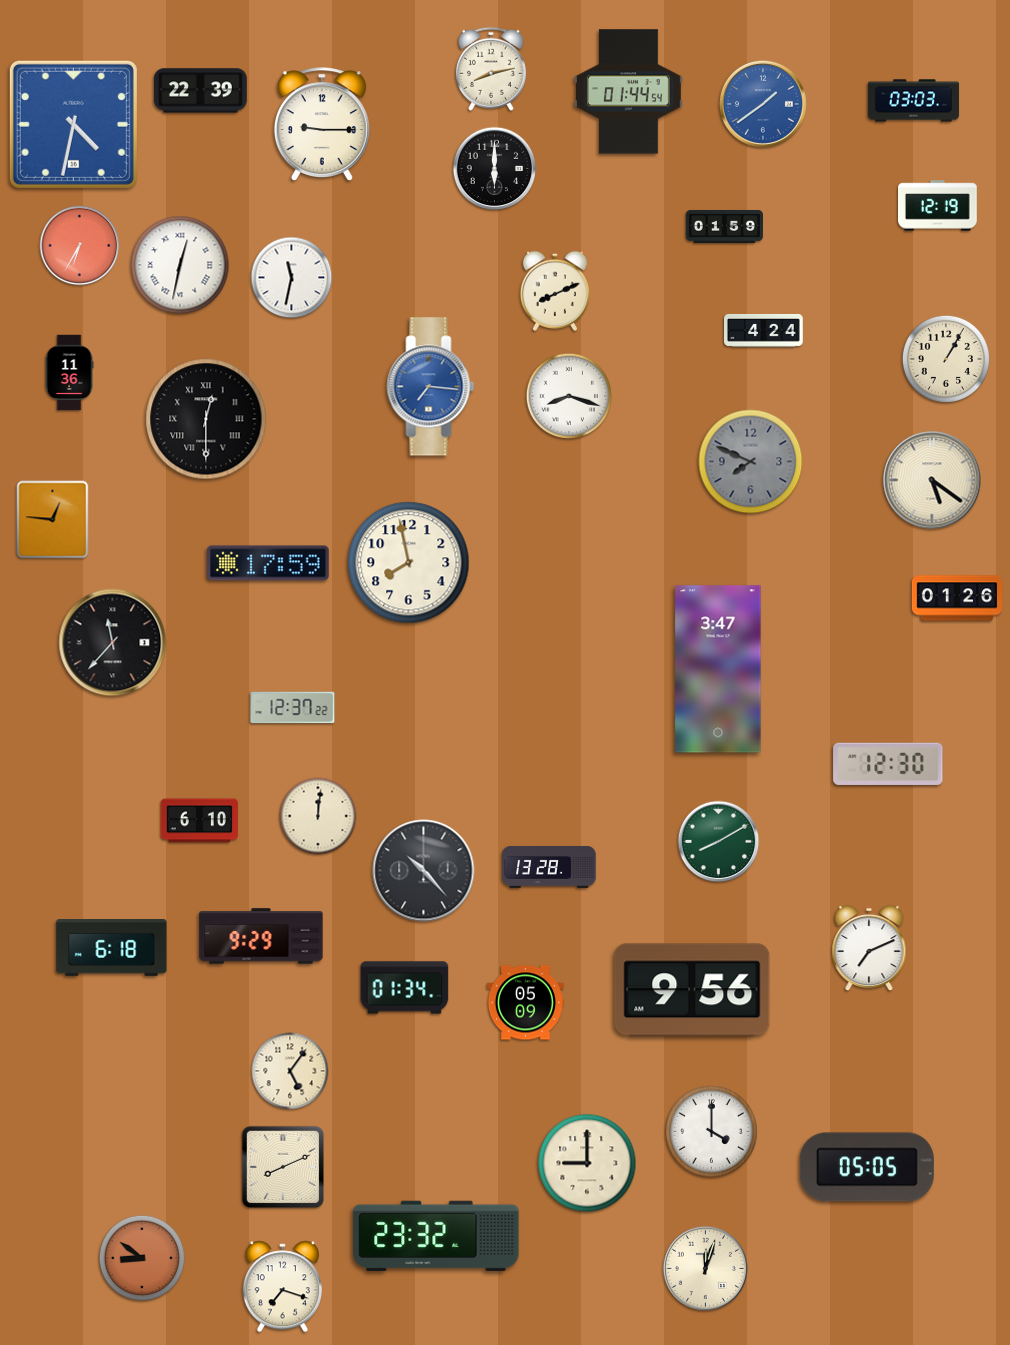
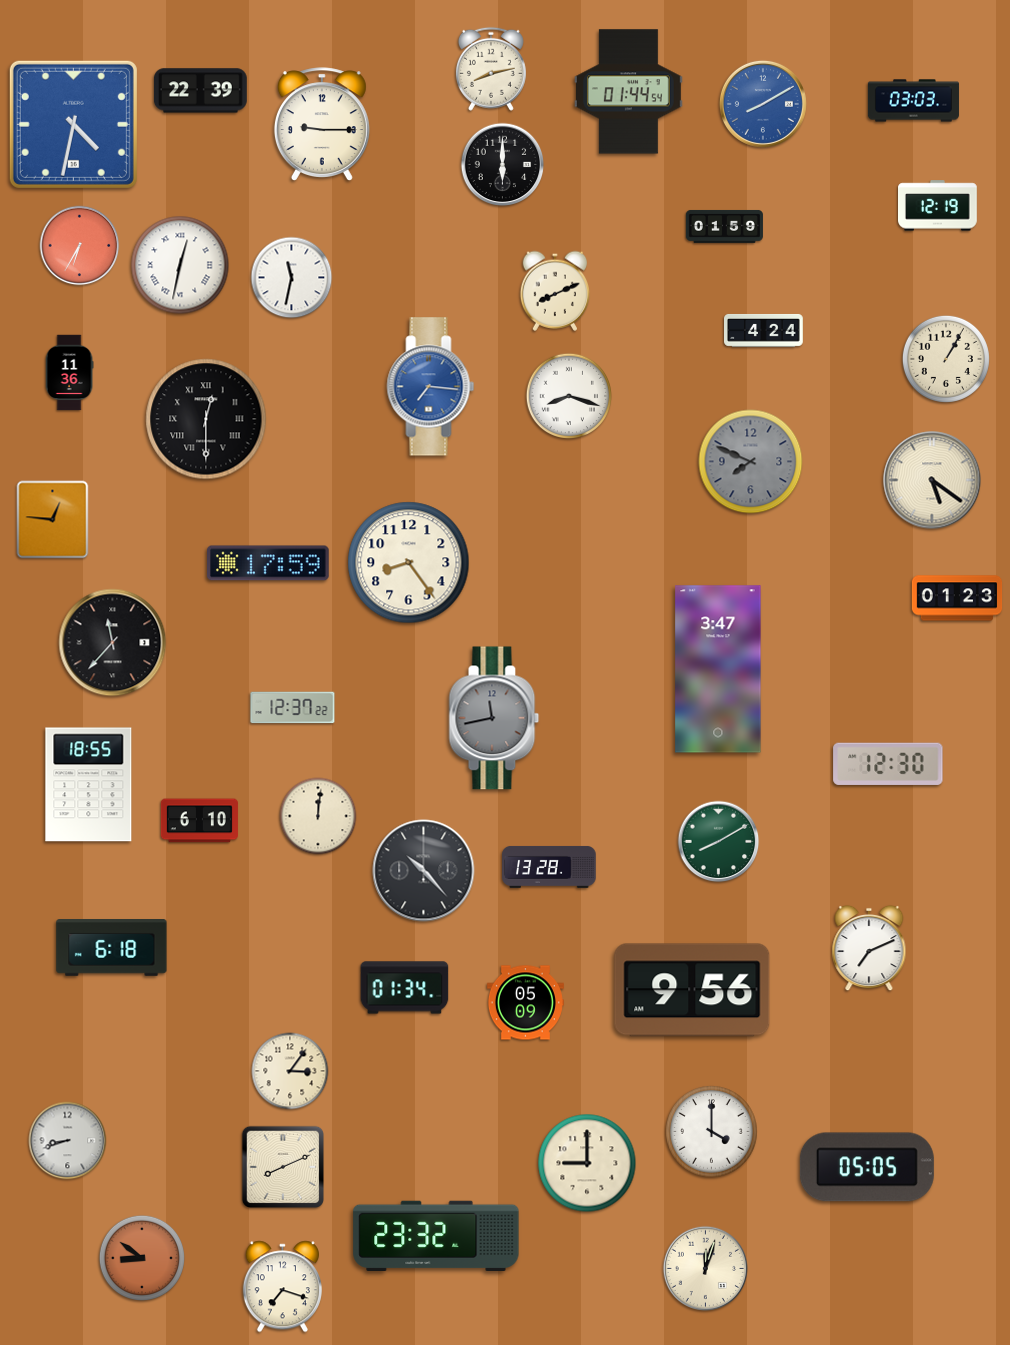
clock at (763, 104): 1:39 -> 8:10
clock at (495, 169) position: (495, 169) -> (503, 165)
clock at (409, 563): 7:58 -> 8:24
clock at (957, 598): 01:26 -> 01:23
clock at (494, 718): none -> 11:43
clock at (89, 785): none -> 18:55
clock at (261, 936): 9:29 -> none
clock at (290, 1071): 5:06 -> 3:06
clock at (68, 1141): none -> 8:42
